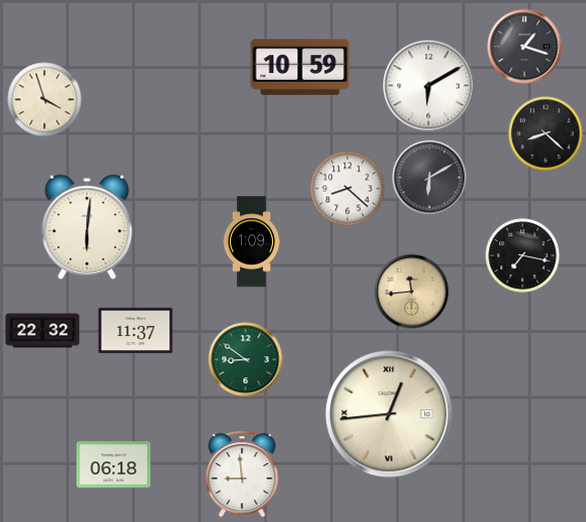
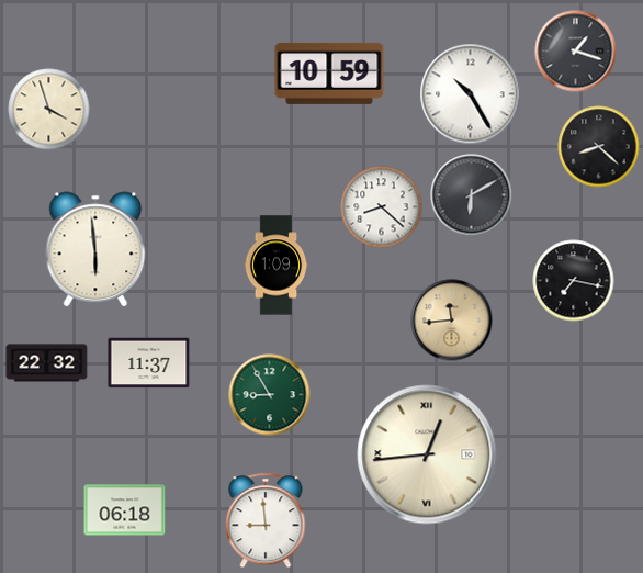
clock at (429, 86): 6:10 -> 10:25
clock at (87, 227): 6:01 -> 5:59
clock at (246, 360): 8:51 -> 8:55
